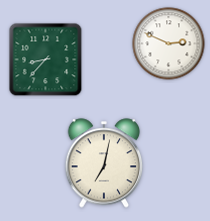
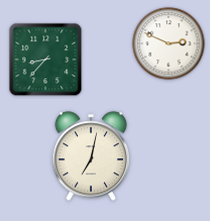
clock at (104, 163) position: (104, 163) -> (91, 156)
